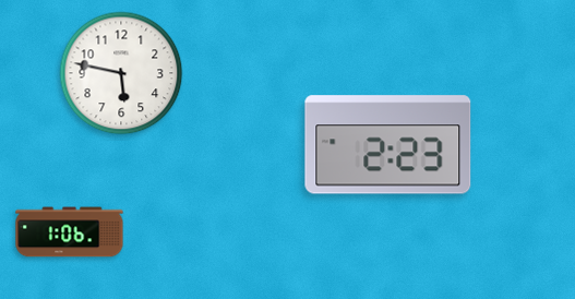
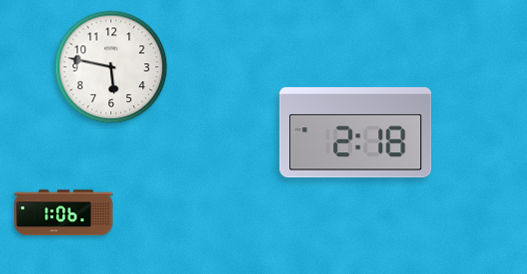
clock at (388, 145): 2:23 -> 2:18
